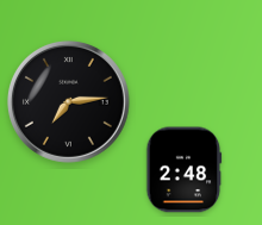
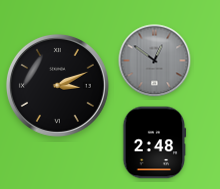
clock at (155, 61): none -> 12:51
clock at (68, 101): 7:14 -> 3:11
